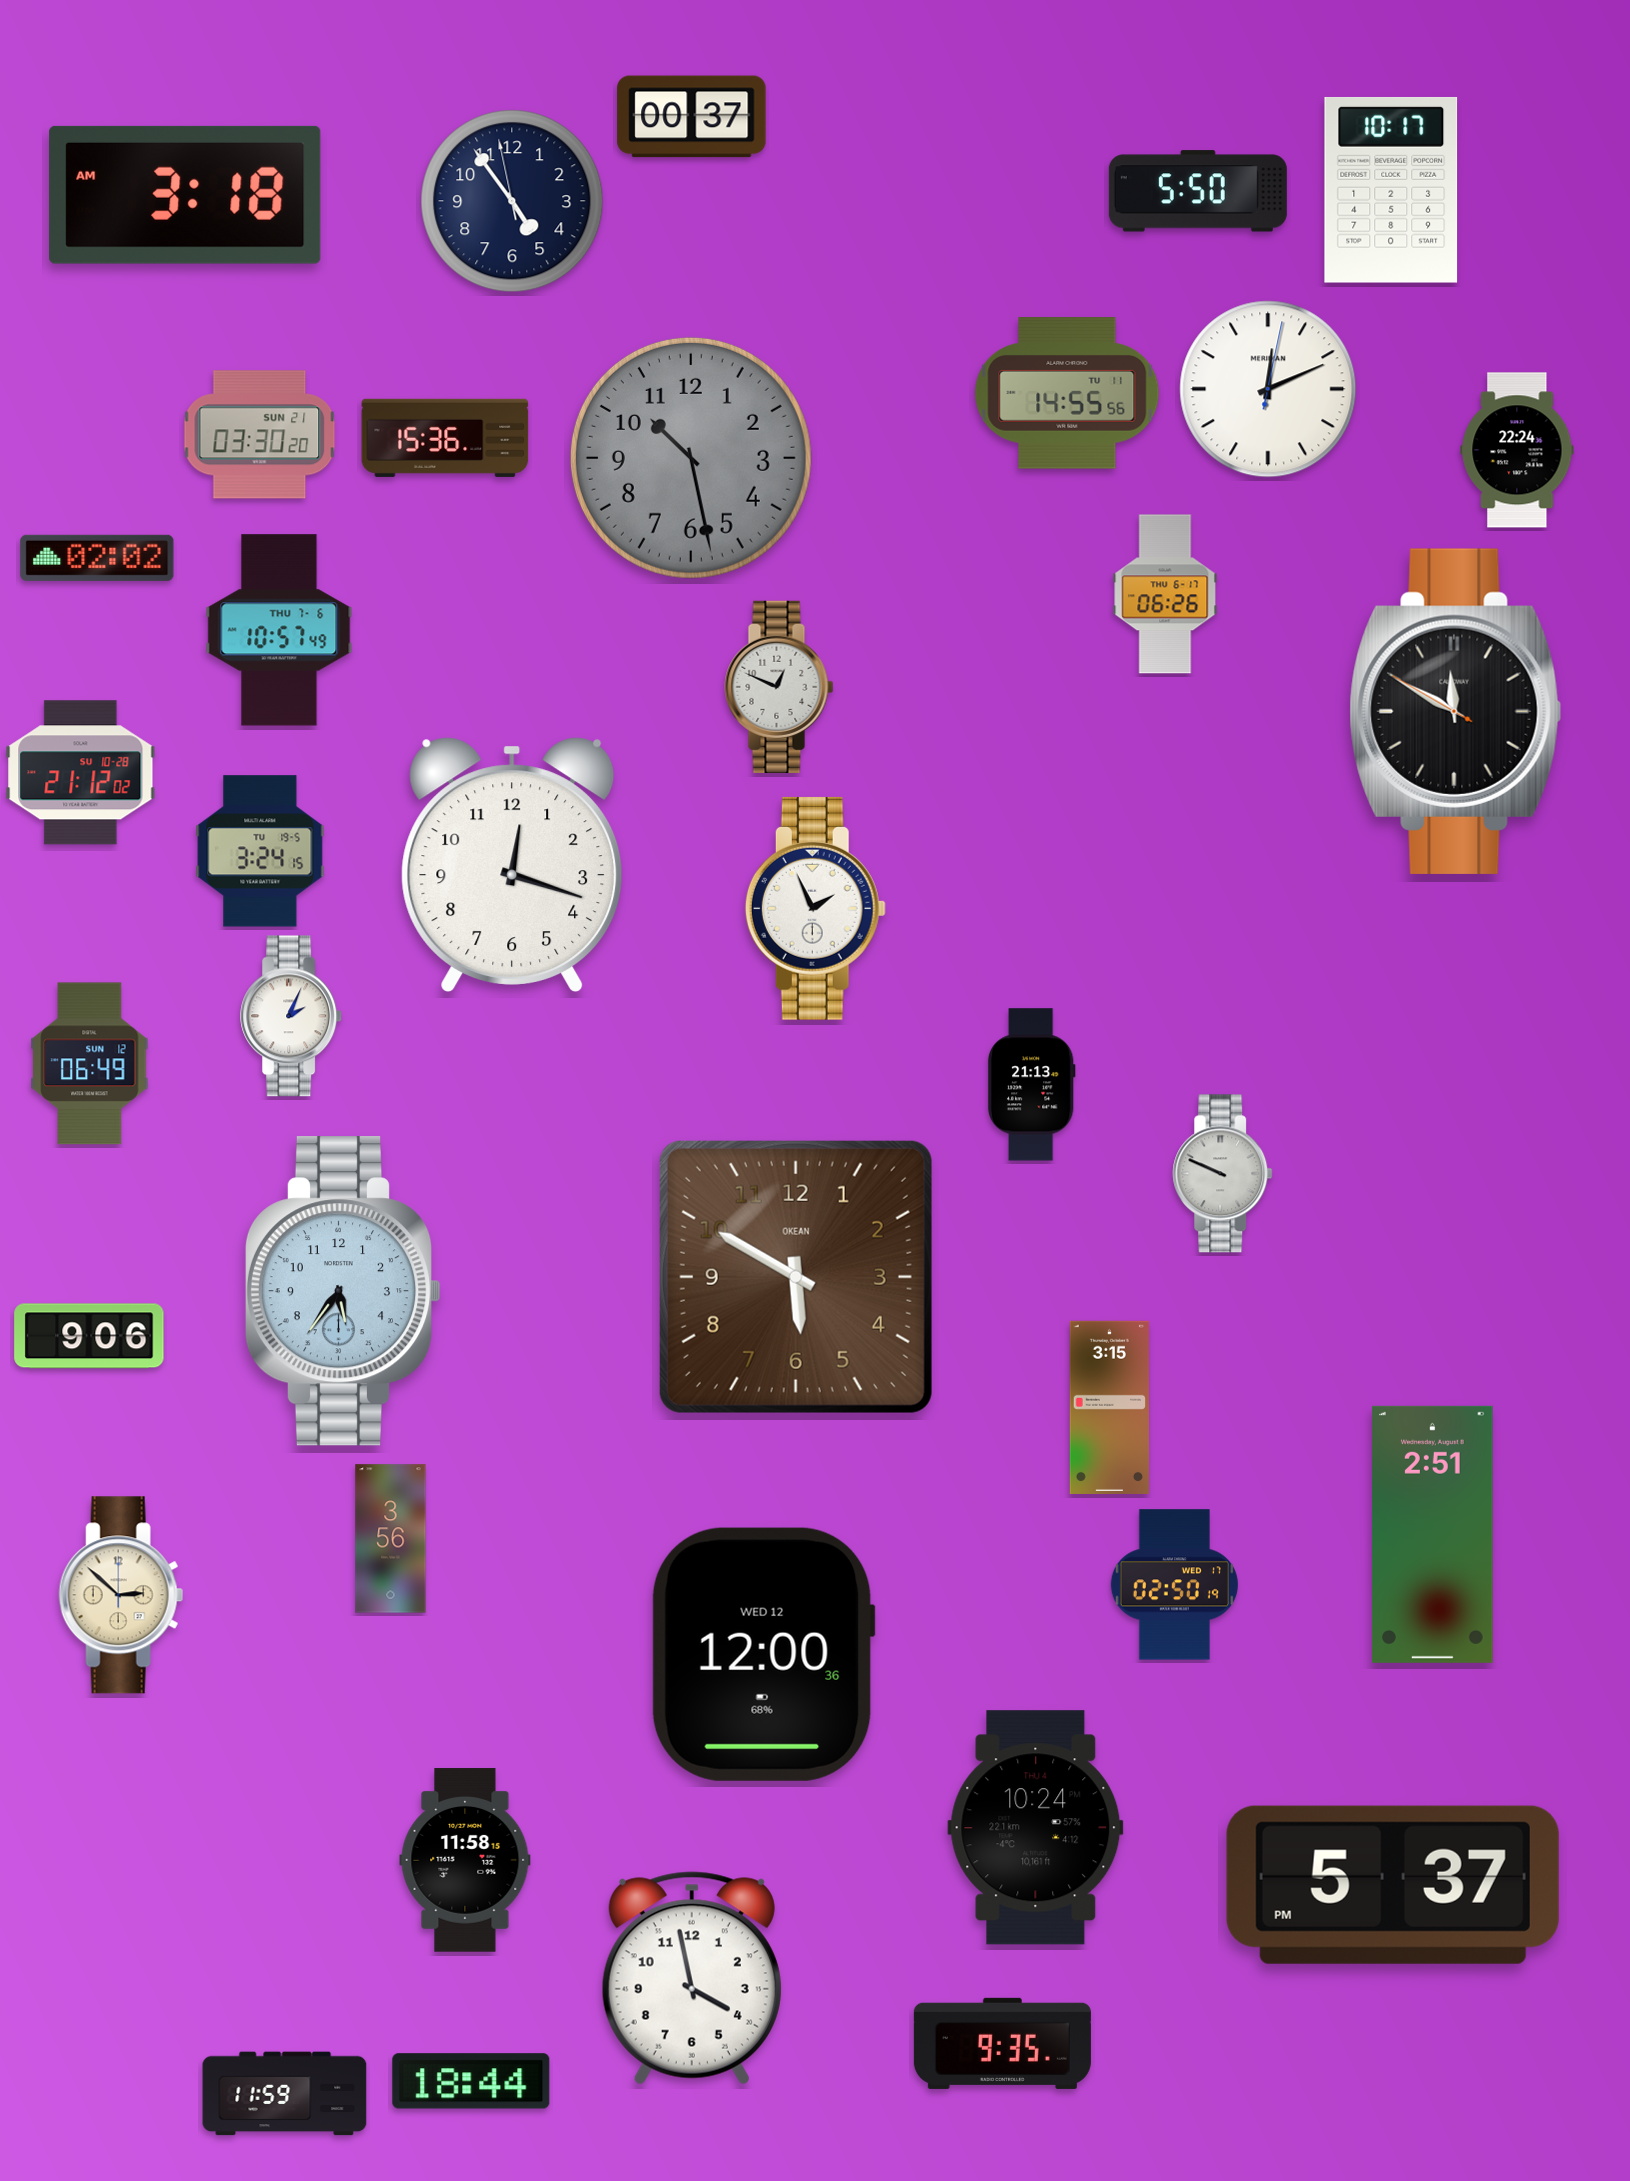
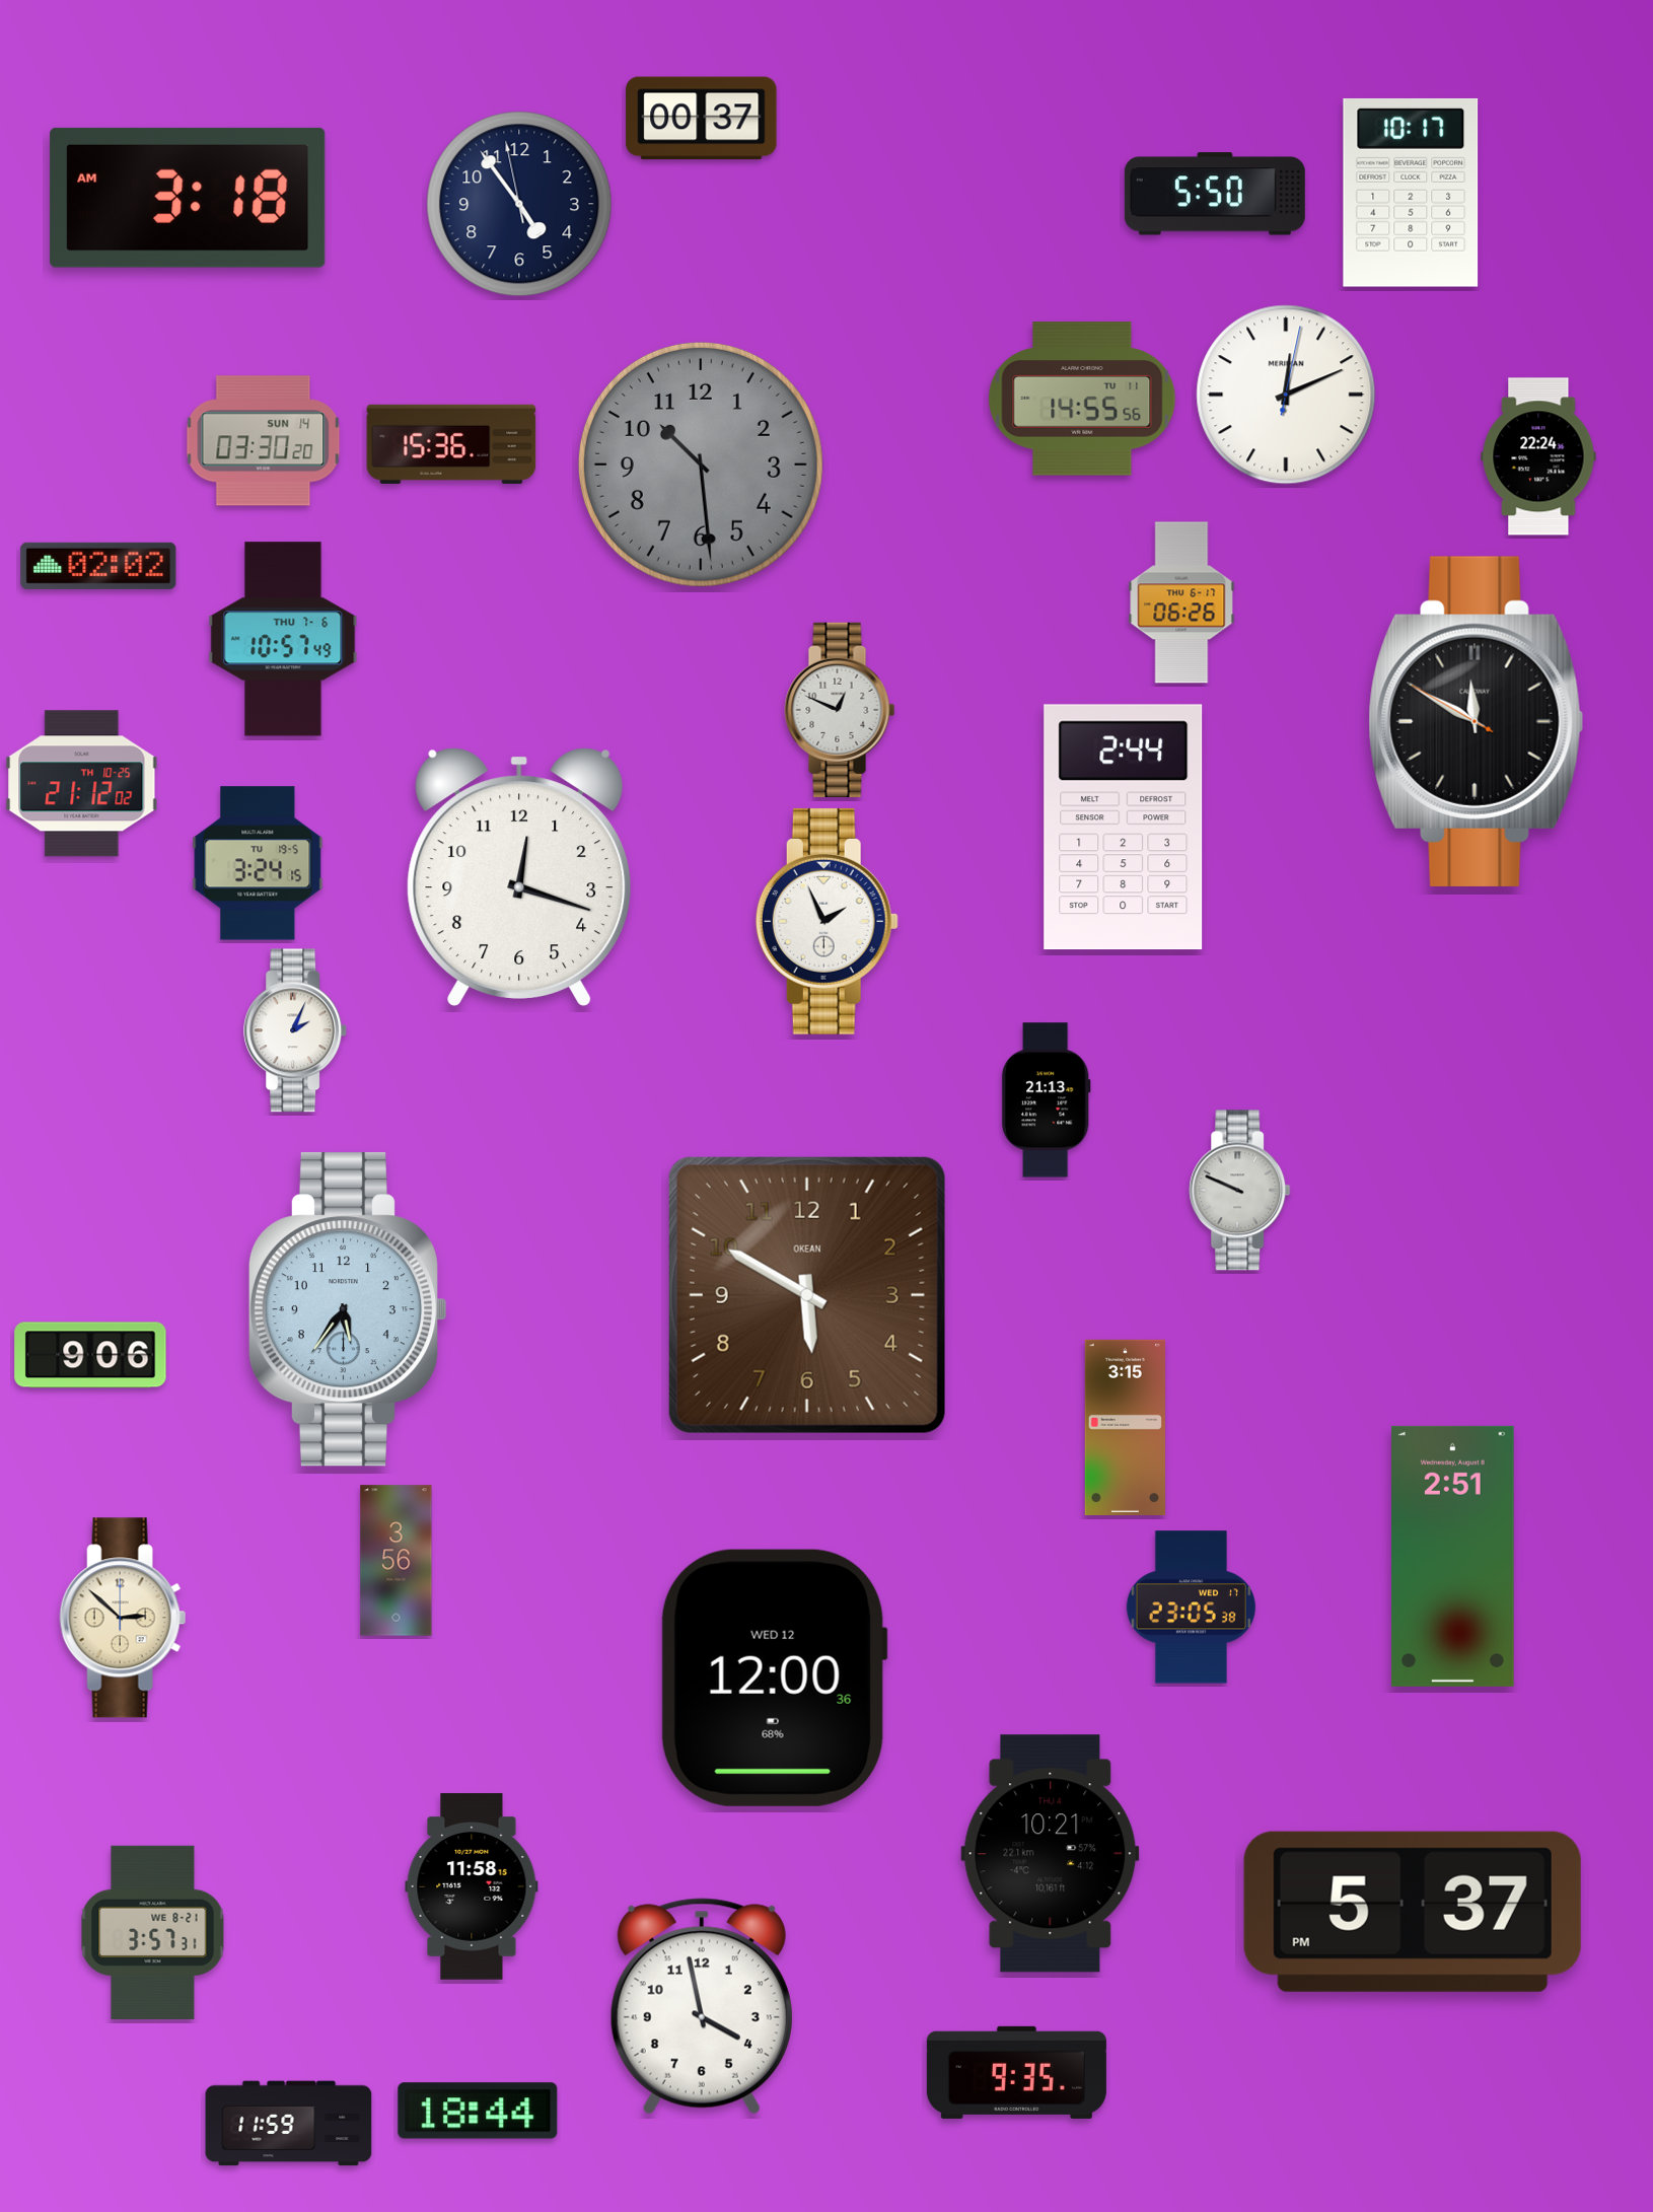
clock at (260, 435) date: SUN 21 -> SUN 14
clock at (691, 458): 10:28 -> 10:29
clock at (779, 687) position: (779, 687) -> (840, 710)
clock at (81, 773) date: SU 10-28 -> TH 10-25
clock at (1124, 828): none -> 2:44
clock at (260, 851) position: (260, 851) -> (258, 863)
clock at (90, 1064): 06:49 -> none
clock at (1174, 1585): 02:50 -> 23:05
clock at (1036, 1828): 10:24 -> 10:21
clock at (153, 1932): none -> 3:57
